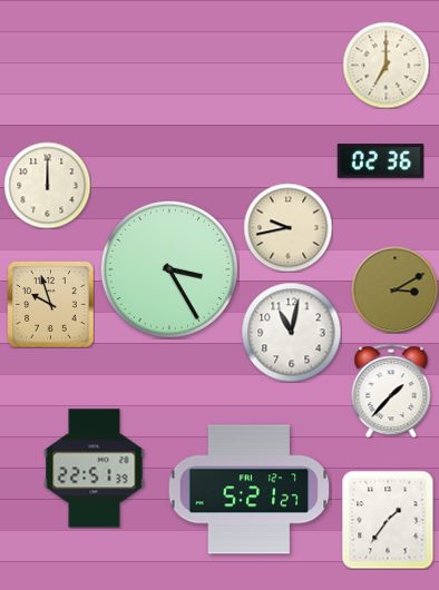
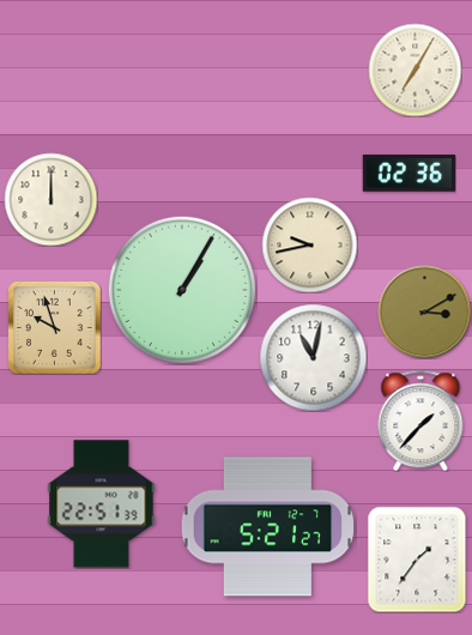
clock at (386, 65): 7:00 -> 7:05
clock at (169, 269): 3:25 -> 1:05
